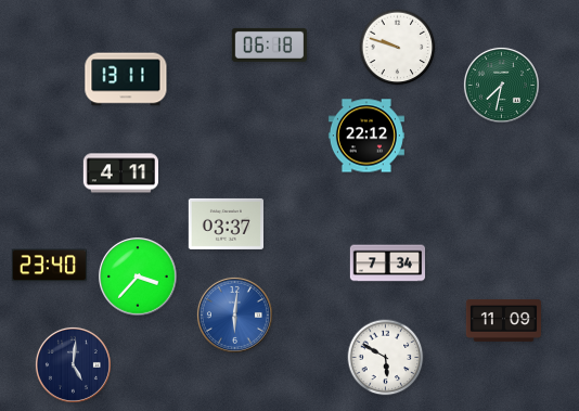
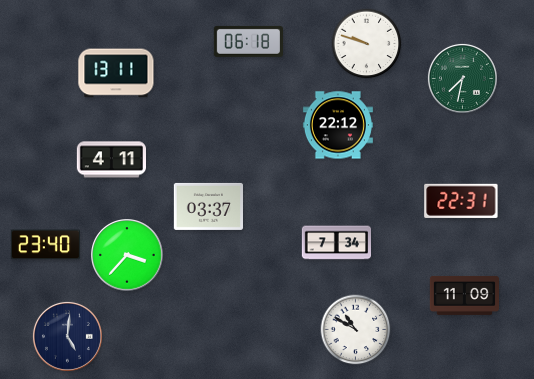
clock at (461, 201): none -> 22:31
clock at (387, 264) position: (387, 264) -> (336, 243)
clock at (234, 314): 6:01 -> none
clock at (386, 358): 5:50 -> 10:50
